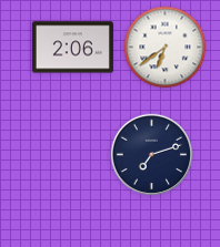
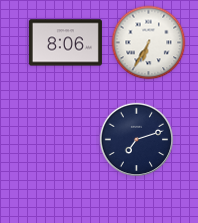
clock at (72, 48): 2:06 -> 8:06
clock at (166, 48): 6:39 -> 6:35
